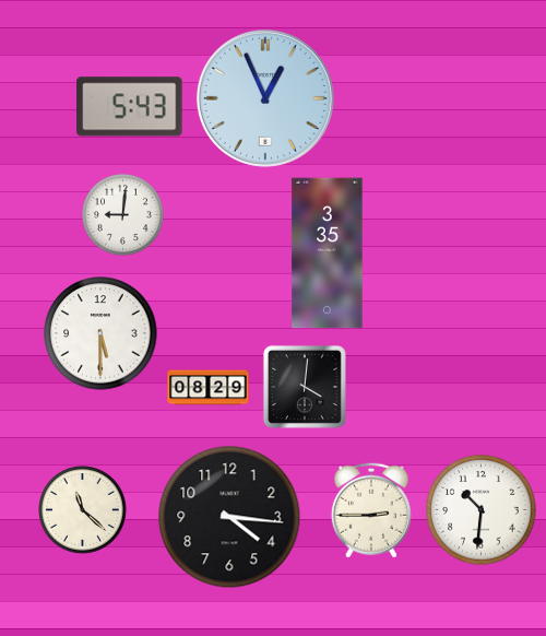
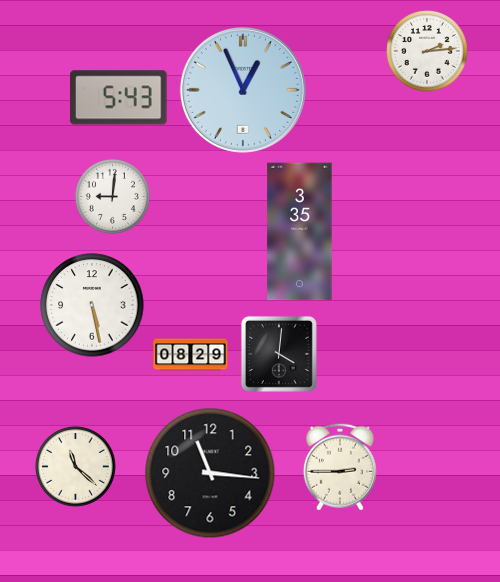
clock at (428, 52): none -> 2:14
clock at (100, 333): 5:30 -> 5:28
clock at (482, 510): 10:31 -> none
clock at (229, 517): 4:16 -> 11:16
